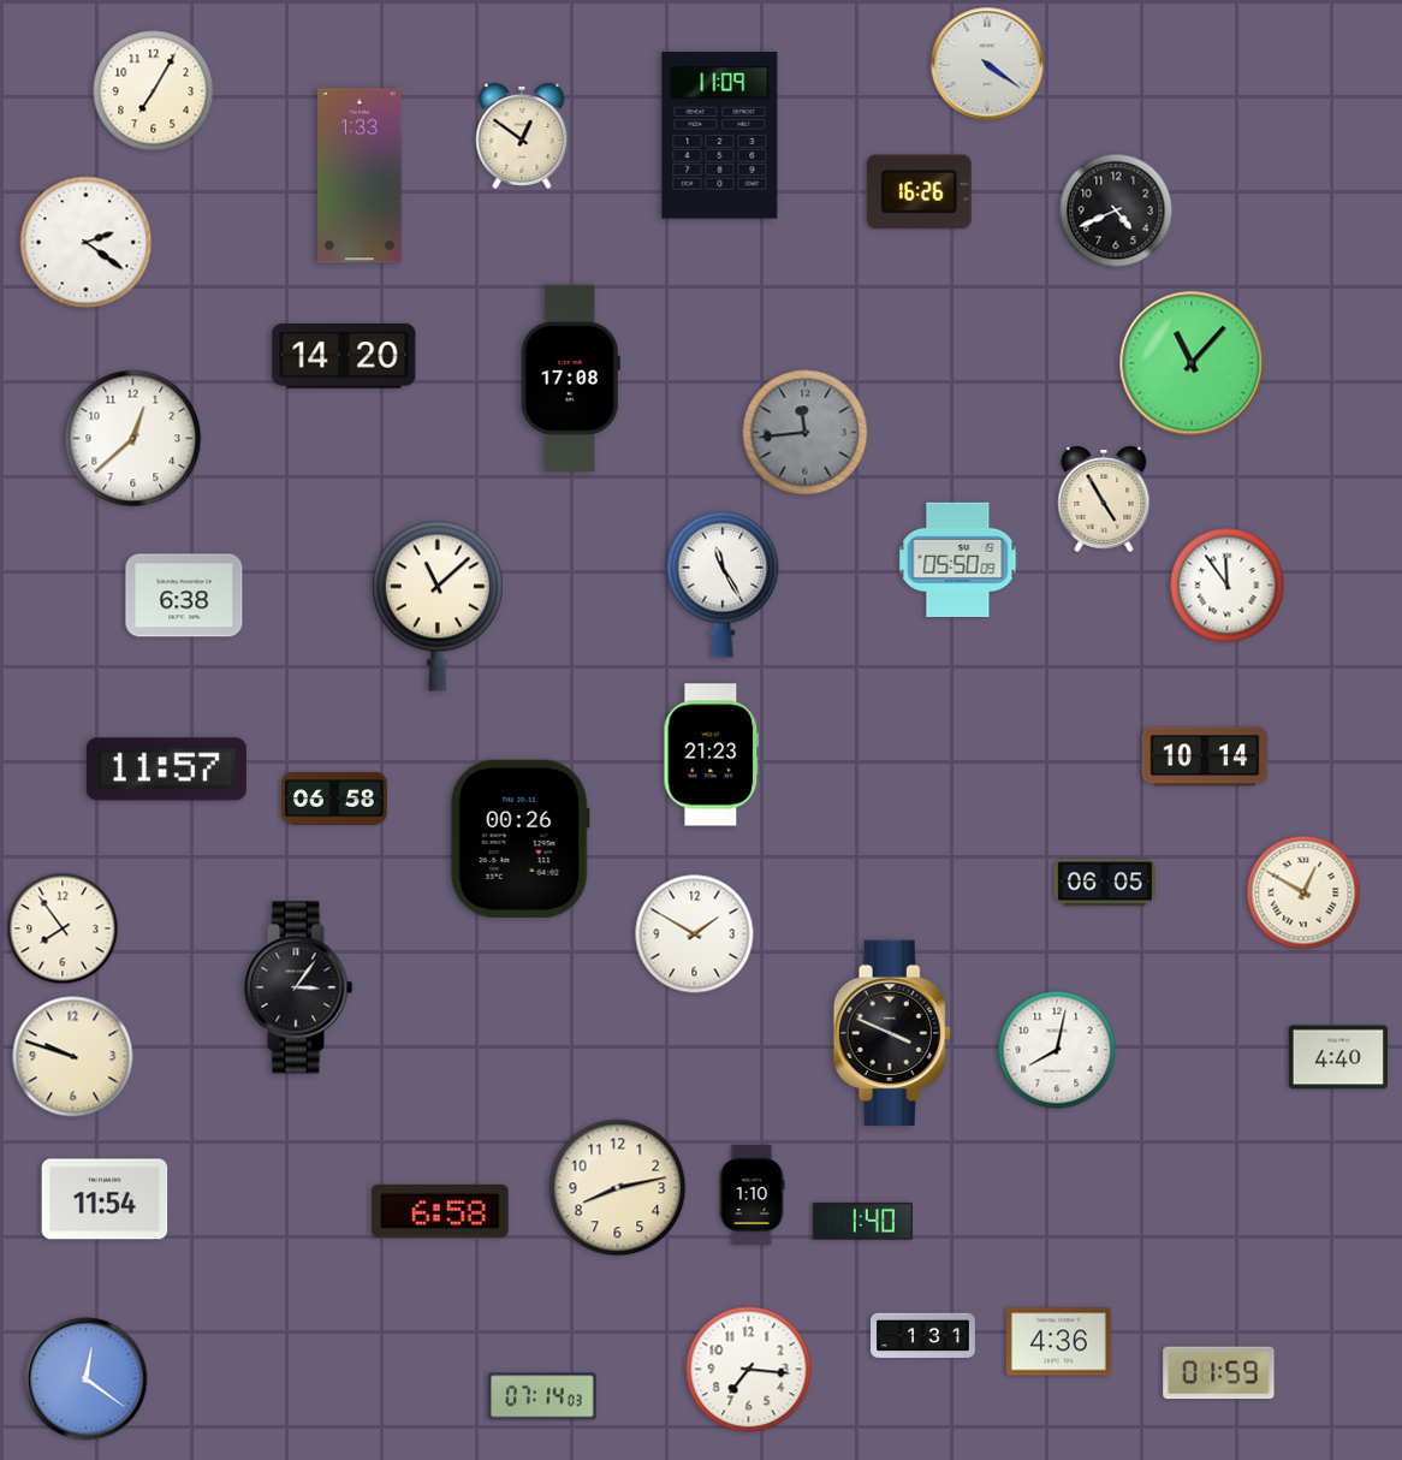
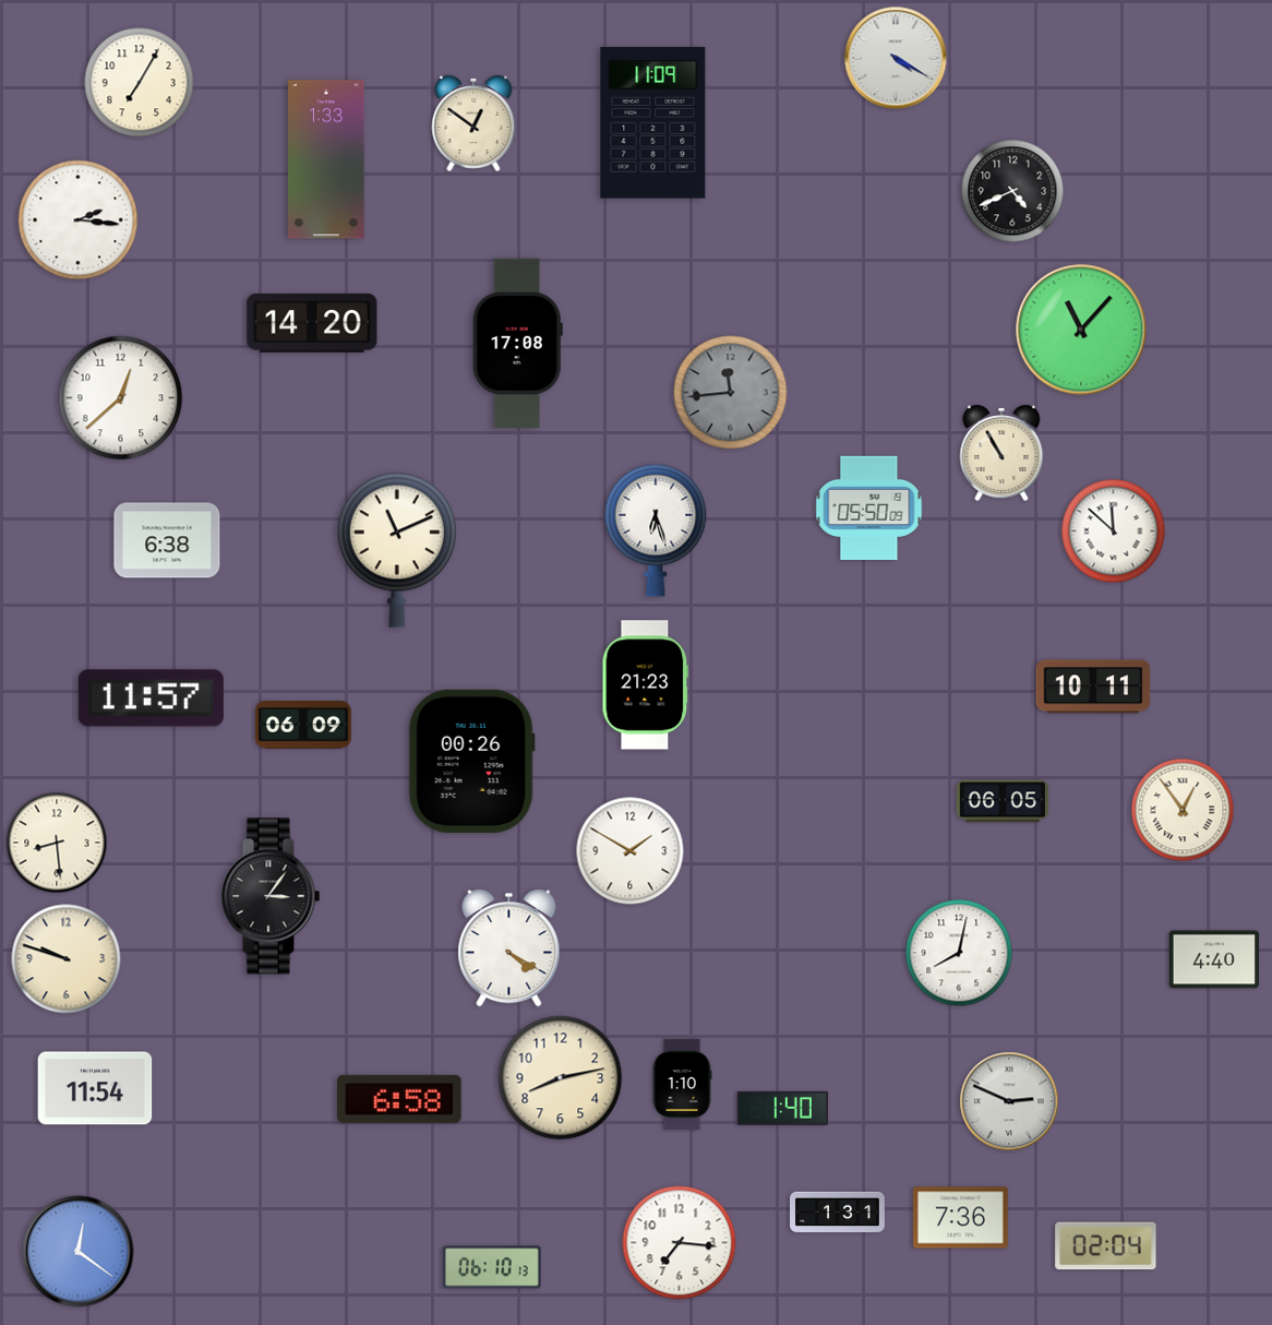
clock at (987, 64): 4:21 -> 4:20
clock at (919, 192): 16:26 -> none
clock at (87, 243): 2:21 -> 2:16
clock at (1104, 499): 4:55 -> 10:55
clock at (723, 584): 11:25 -> 6:27
clock at (1228, 586): 11:54 -> 11:52
clock at (438, 606): 11:08 -> 11:11
clock at (1205, 756): 10:14 -> 10:11
clock at (334, 799): 06:58 -> 06:09
clock at (1303, 892): 12:50 -> 12:54
clock at (63, 928): 7:54 -> 8:29
clock at (695, 934) position: (695, 934) -> (631, 851)
clock at (892, 1032): 3:49 -> none
clock at (509, 948): none -> 4:20
clock at (1009, 1101): none -> 2:49
clock at (1058, 1342): 4:36 -> 7:36
clock at (1219, 1373): 01:59 -> 02:04
clock at (542, 1396): 07:14 -> 06:10
